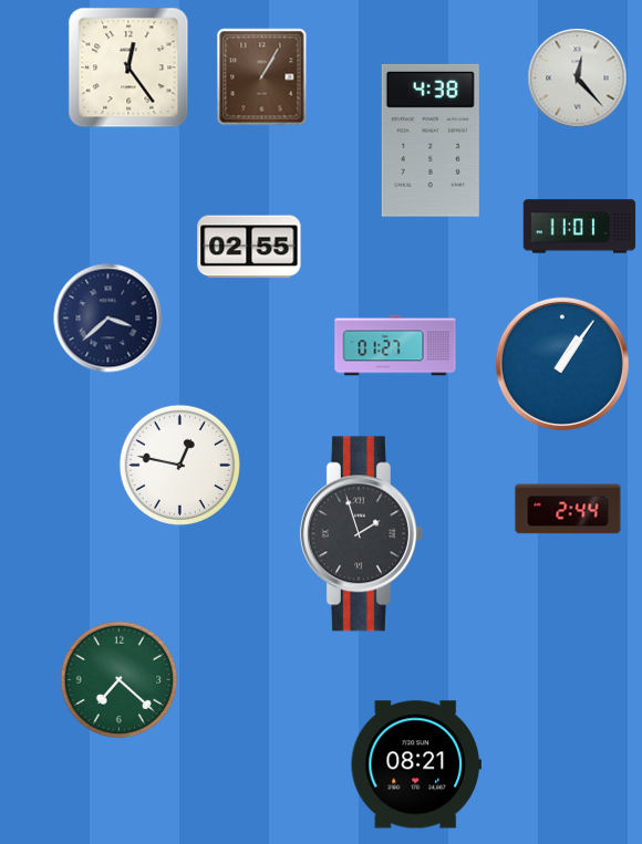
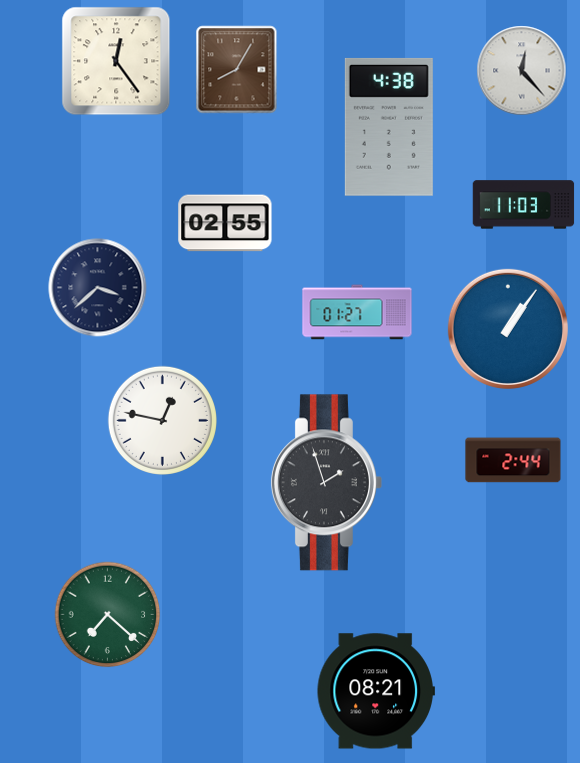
clock at (262, 77): 1:05 -> 8:05
clock at (580, 227): 11:01 -> 11:03
